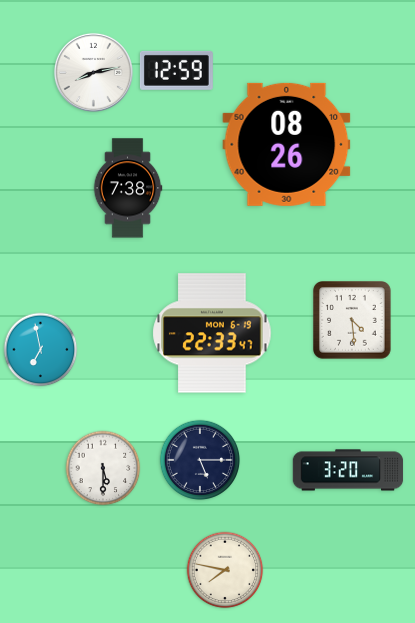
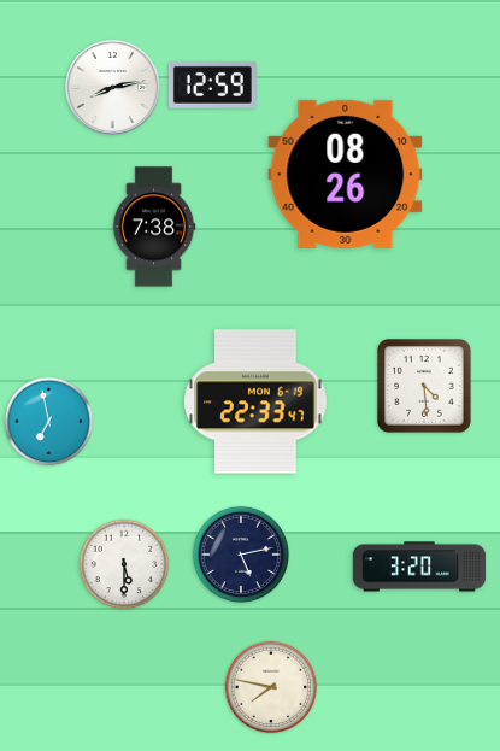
clock at (200, 460): 5:15 -> 5:13
